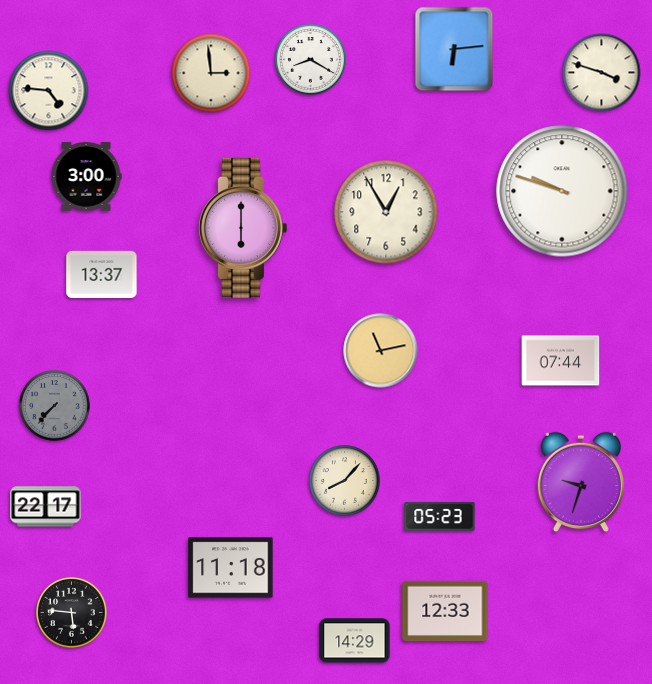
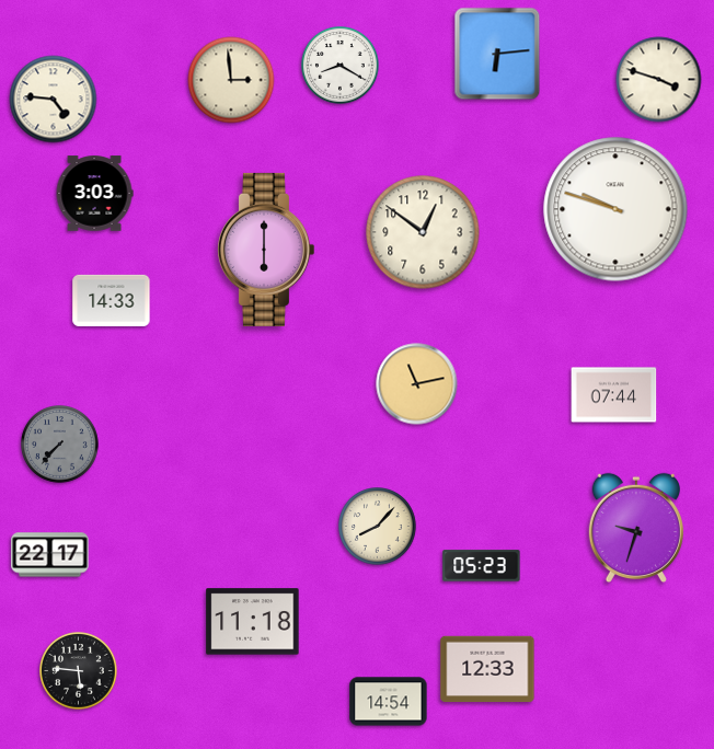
clock at (86, 177): 3:00 -> 3:03
clock at (386, 212): 12:55 -> 12:51
clock at (102, 274): 13:37 -> 14:33
clock at (355, 641): 14:29 -> 14:54
